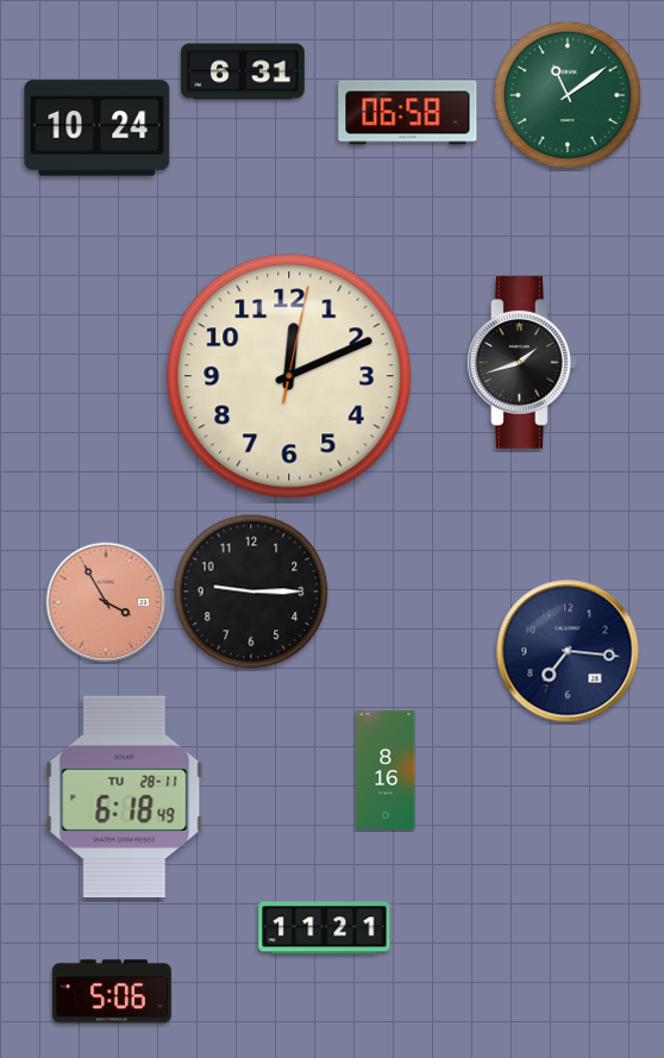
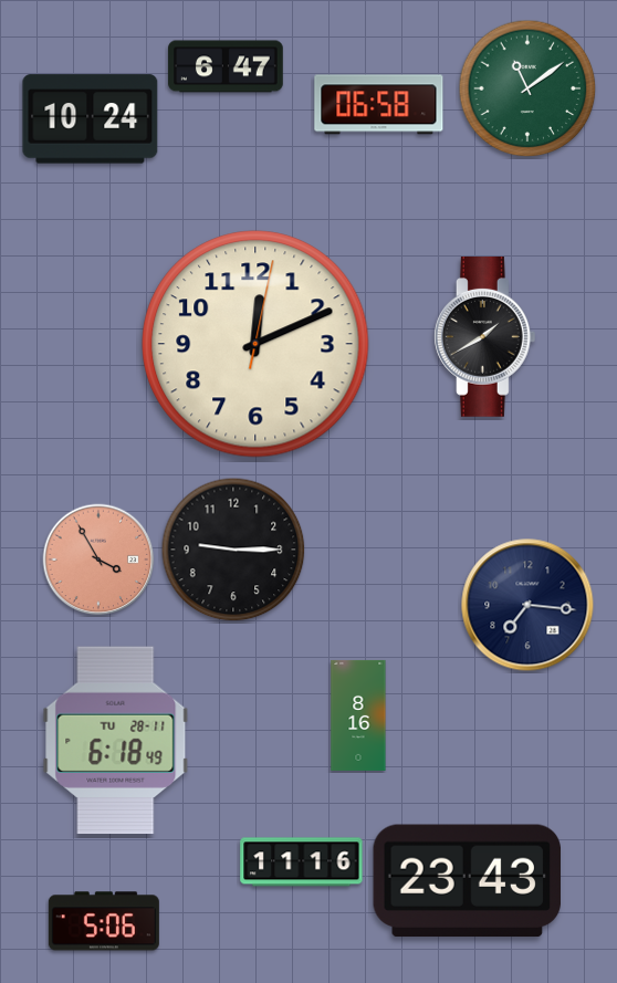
clock at (243, 71): 6:31 -> 6:47
clock at (521, 363): 1:42 -> 1:40
clock at (289, 376) position: (289, 376) -> (255, 344)
clock at (325, 928): 11:21 -> 11:16
clock at (467, 881): none -> 23:43
